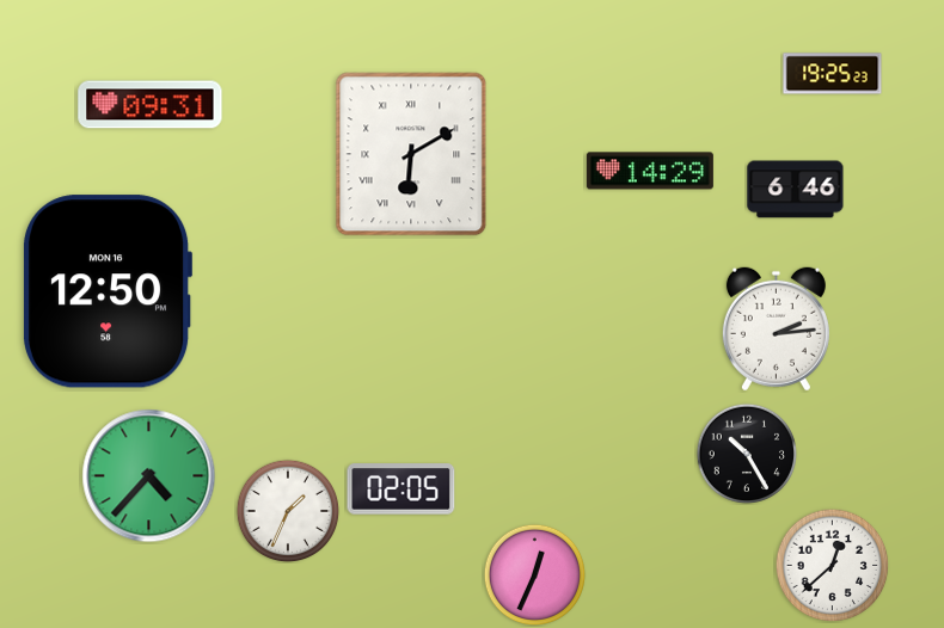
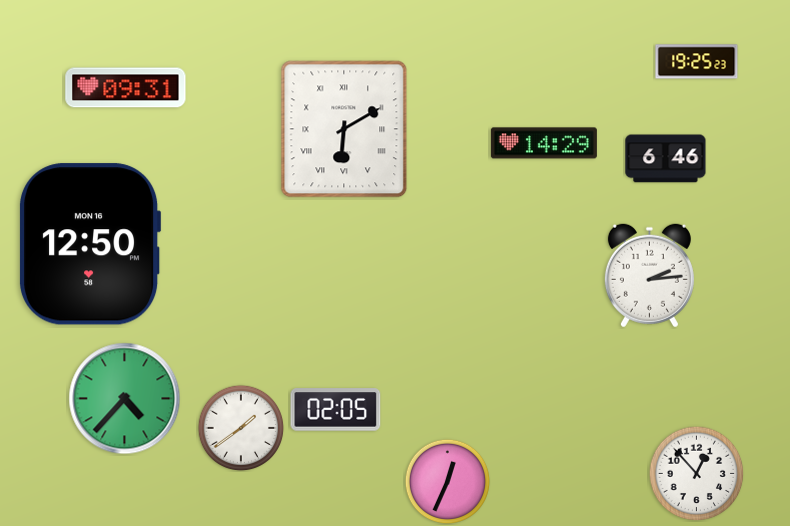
clock at (747, 454): 10:25 -> none
clock at (288, 511): 1:34 -> 1:39
clock at (832, 565): 12:38 -> 12:53
